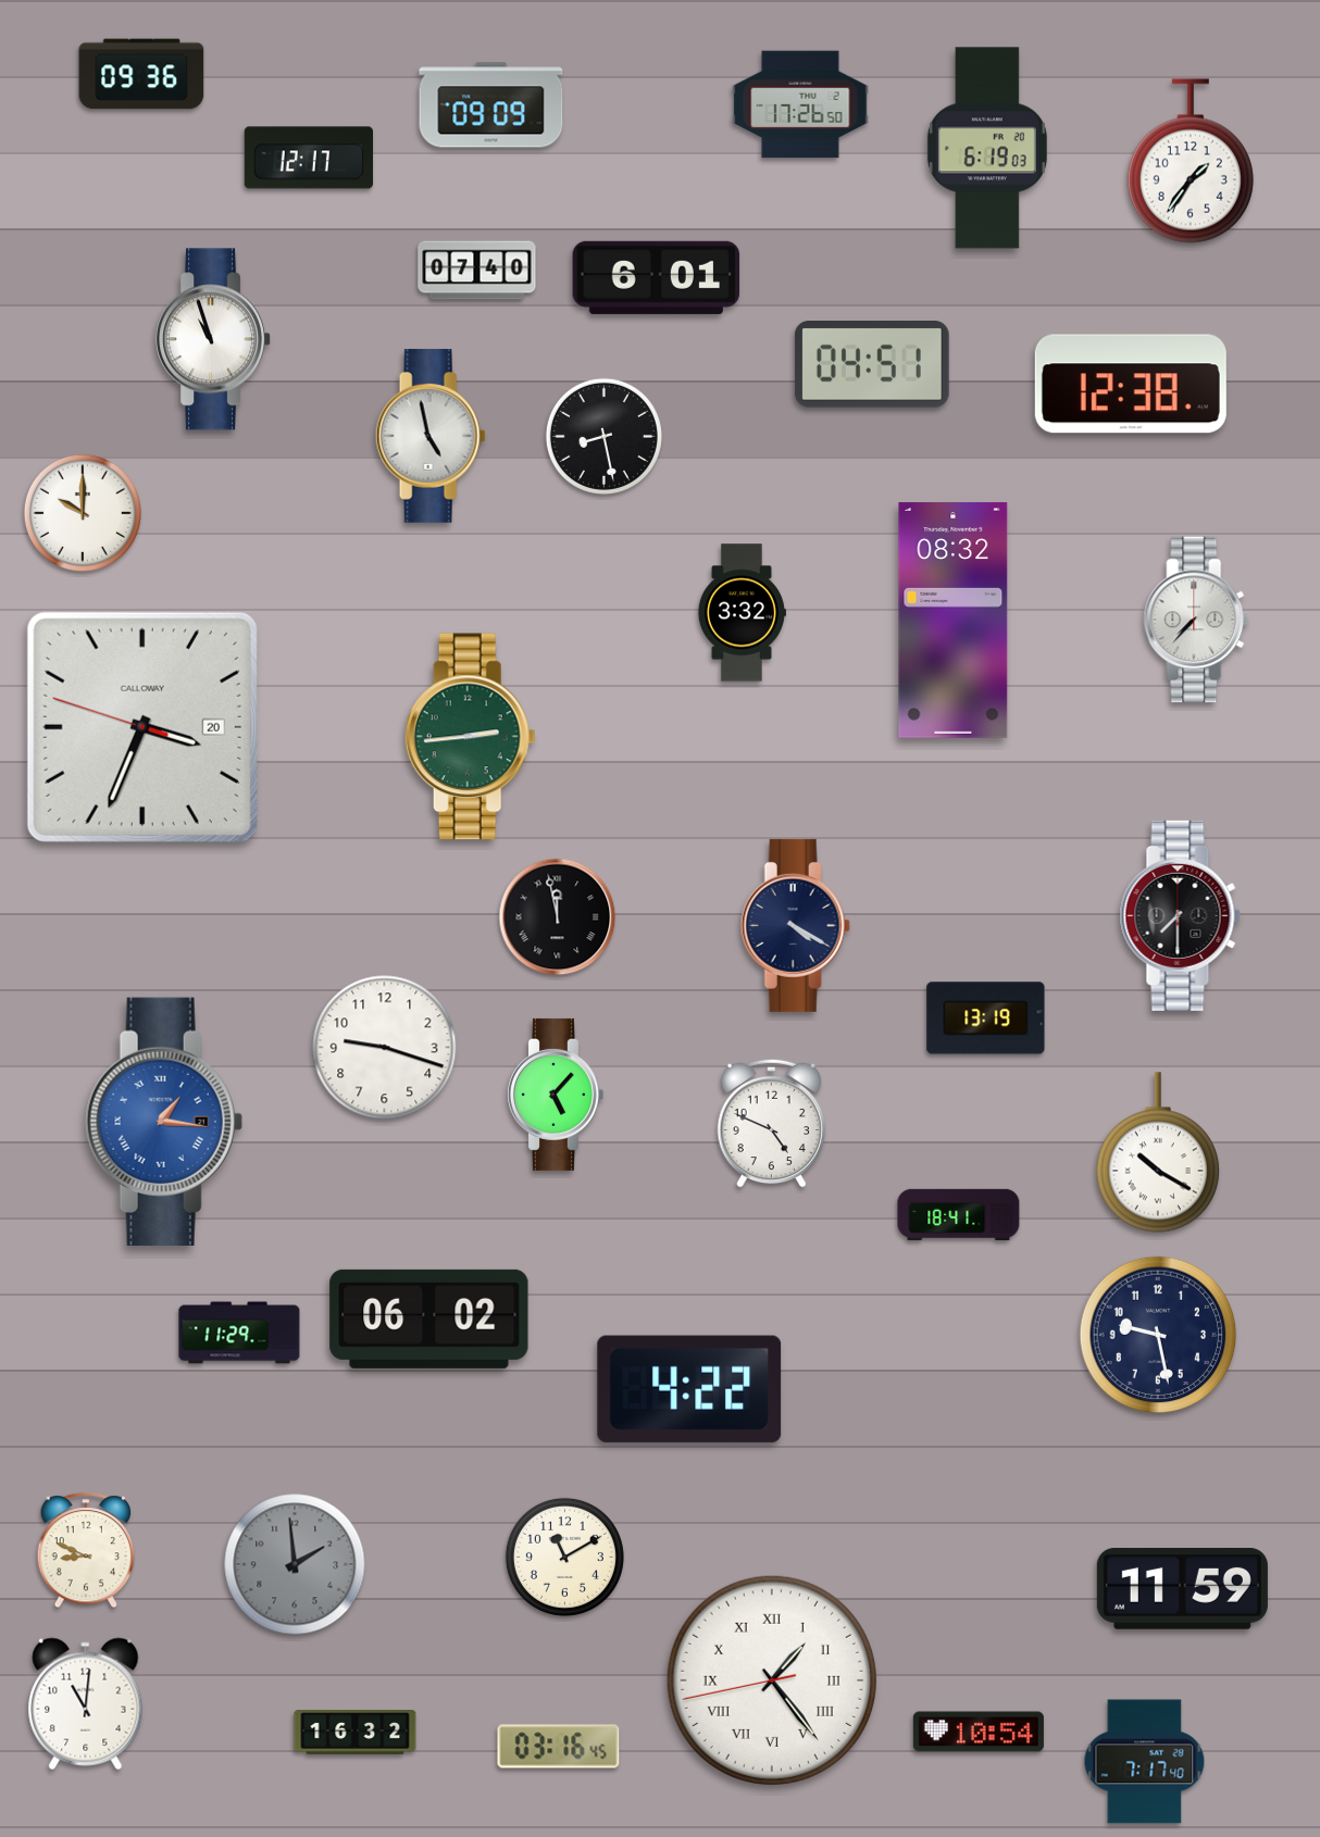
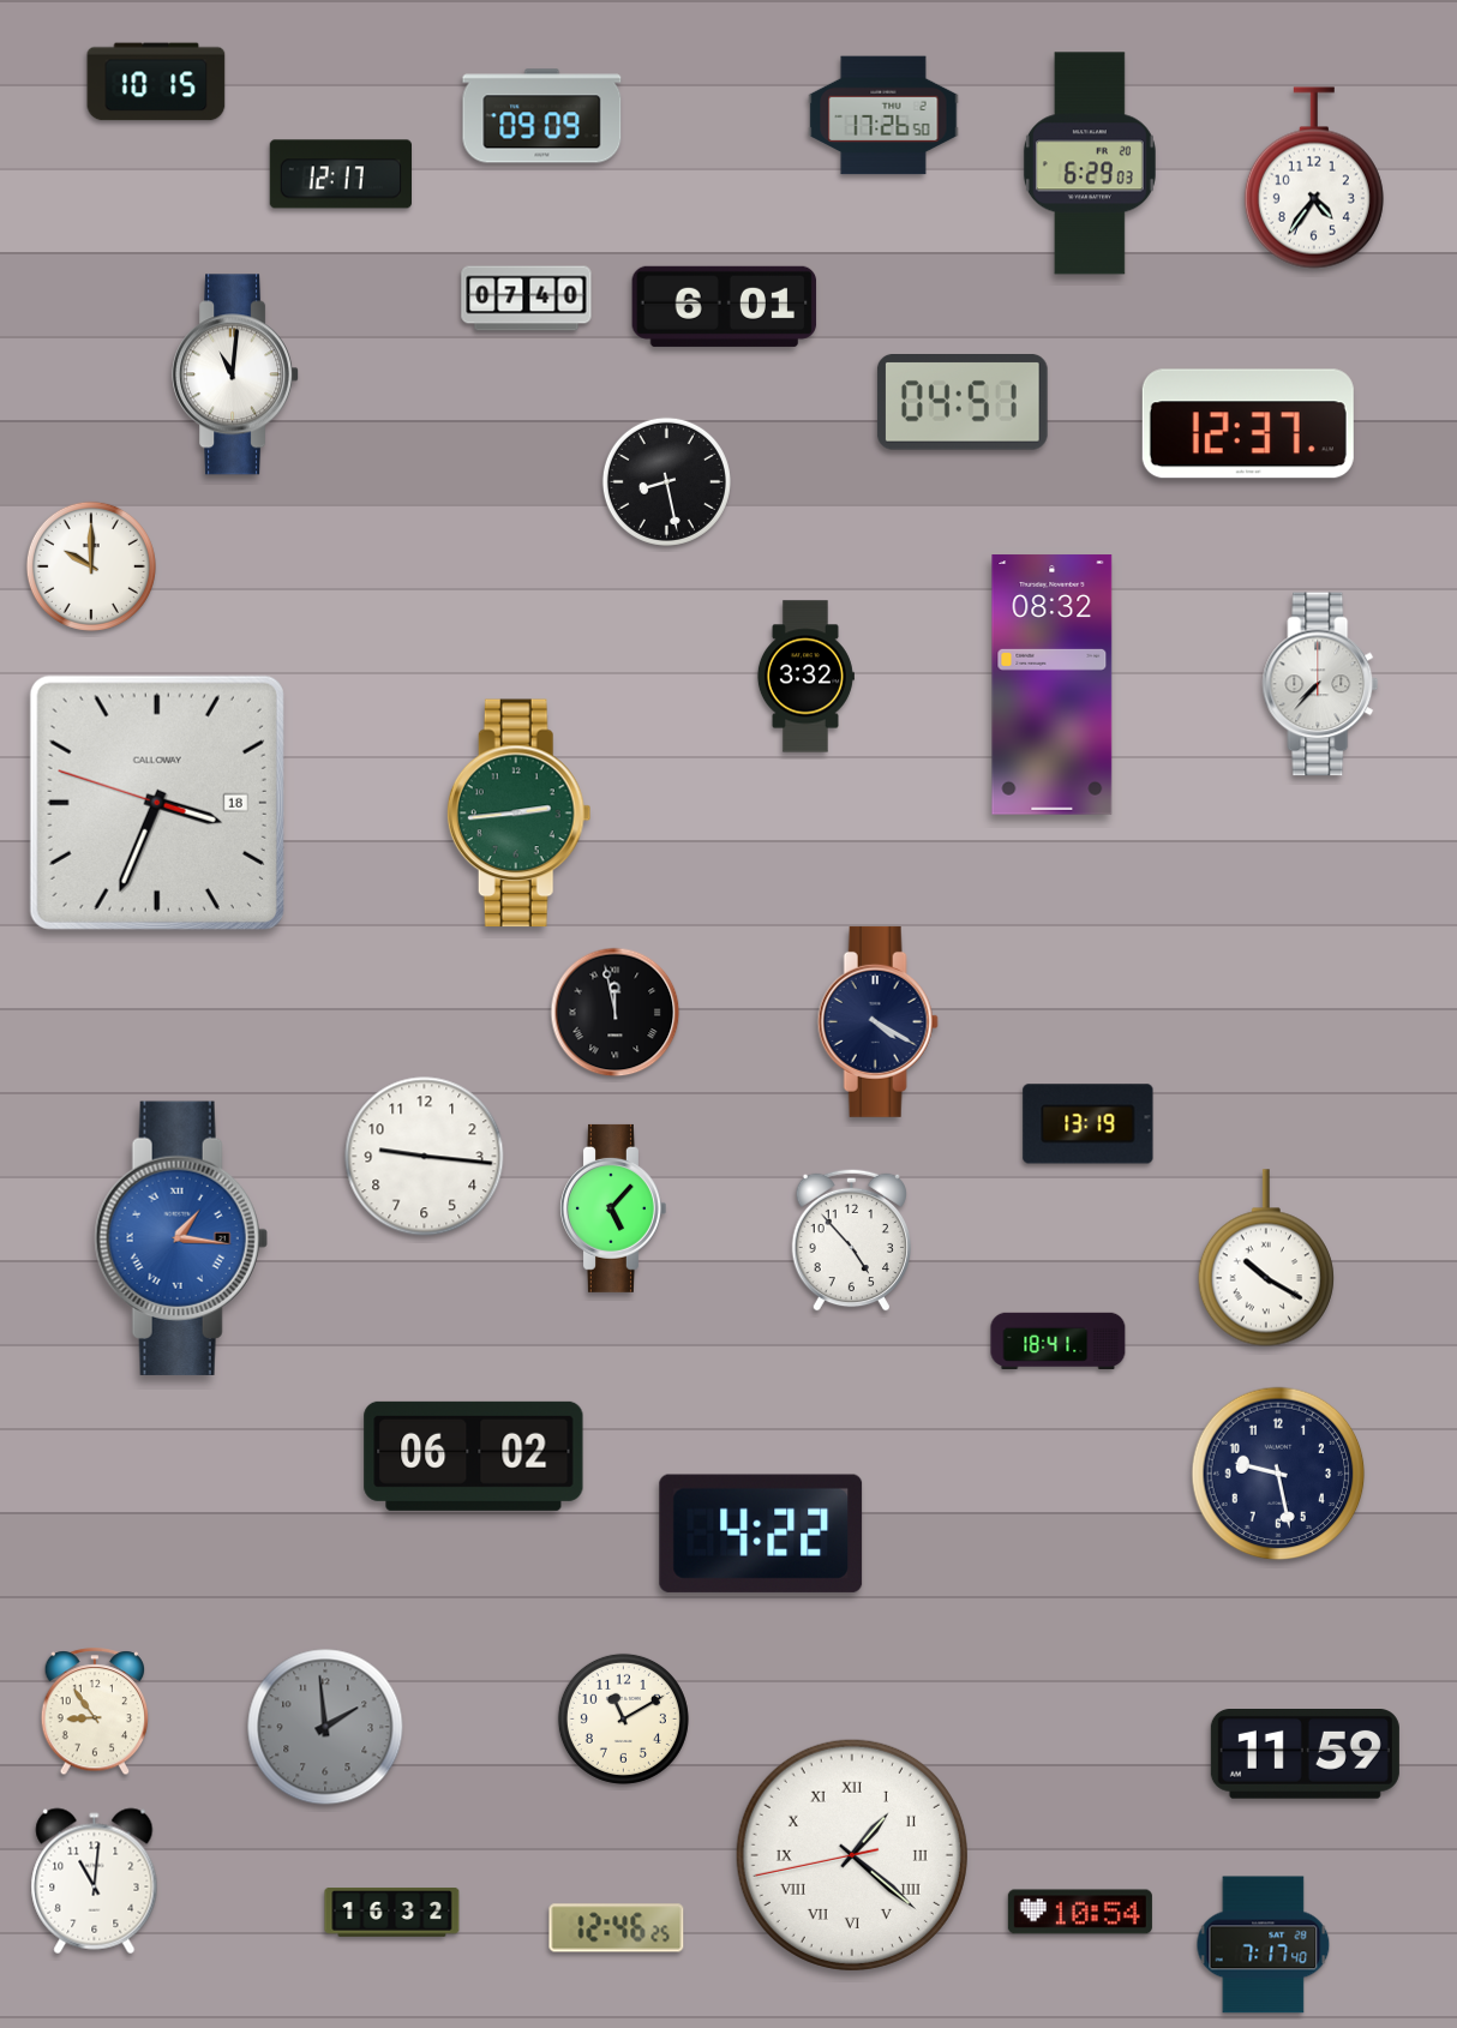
clock at (141, 74): 09:36 -> 10:15
clock at (987, 148): 6:19 -> 6:29
clock at (1191, 161): 1:36 -> 4:36
clock at (214, 339): 10:57 -> 11:01
clock at (1131, 384): 12:38 -> 12:37
clock at (431, 436): 4:58 -> none
clock at (742, 613) position: (742, 613) -> (805, 677)
clock at (142, 727) date: 20 -> 18
clock at (1180, 915): 7:30 -> none
clock at (385, 1048): 9:18 -> 9:16
clock at (771, 1123): 4:49 -> 4:53
clock at (1158, 1152) position: (1158, 1152) -> (1266, 1258)
clock at (239, 1333): 11:29 -> none
clock at (86, 1551): 8:49 -> 8:54
clock at (772, 1680): 1:23 -> 1:21
clock at (559, 1747): 03:16 -> 12:46
